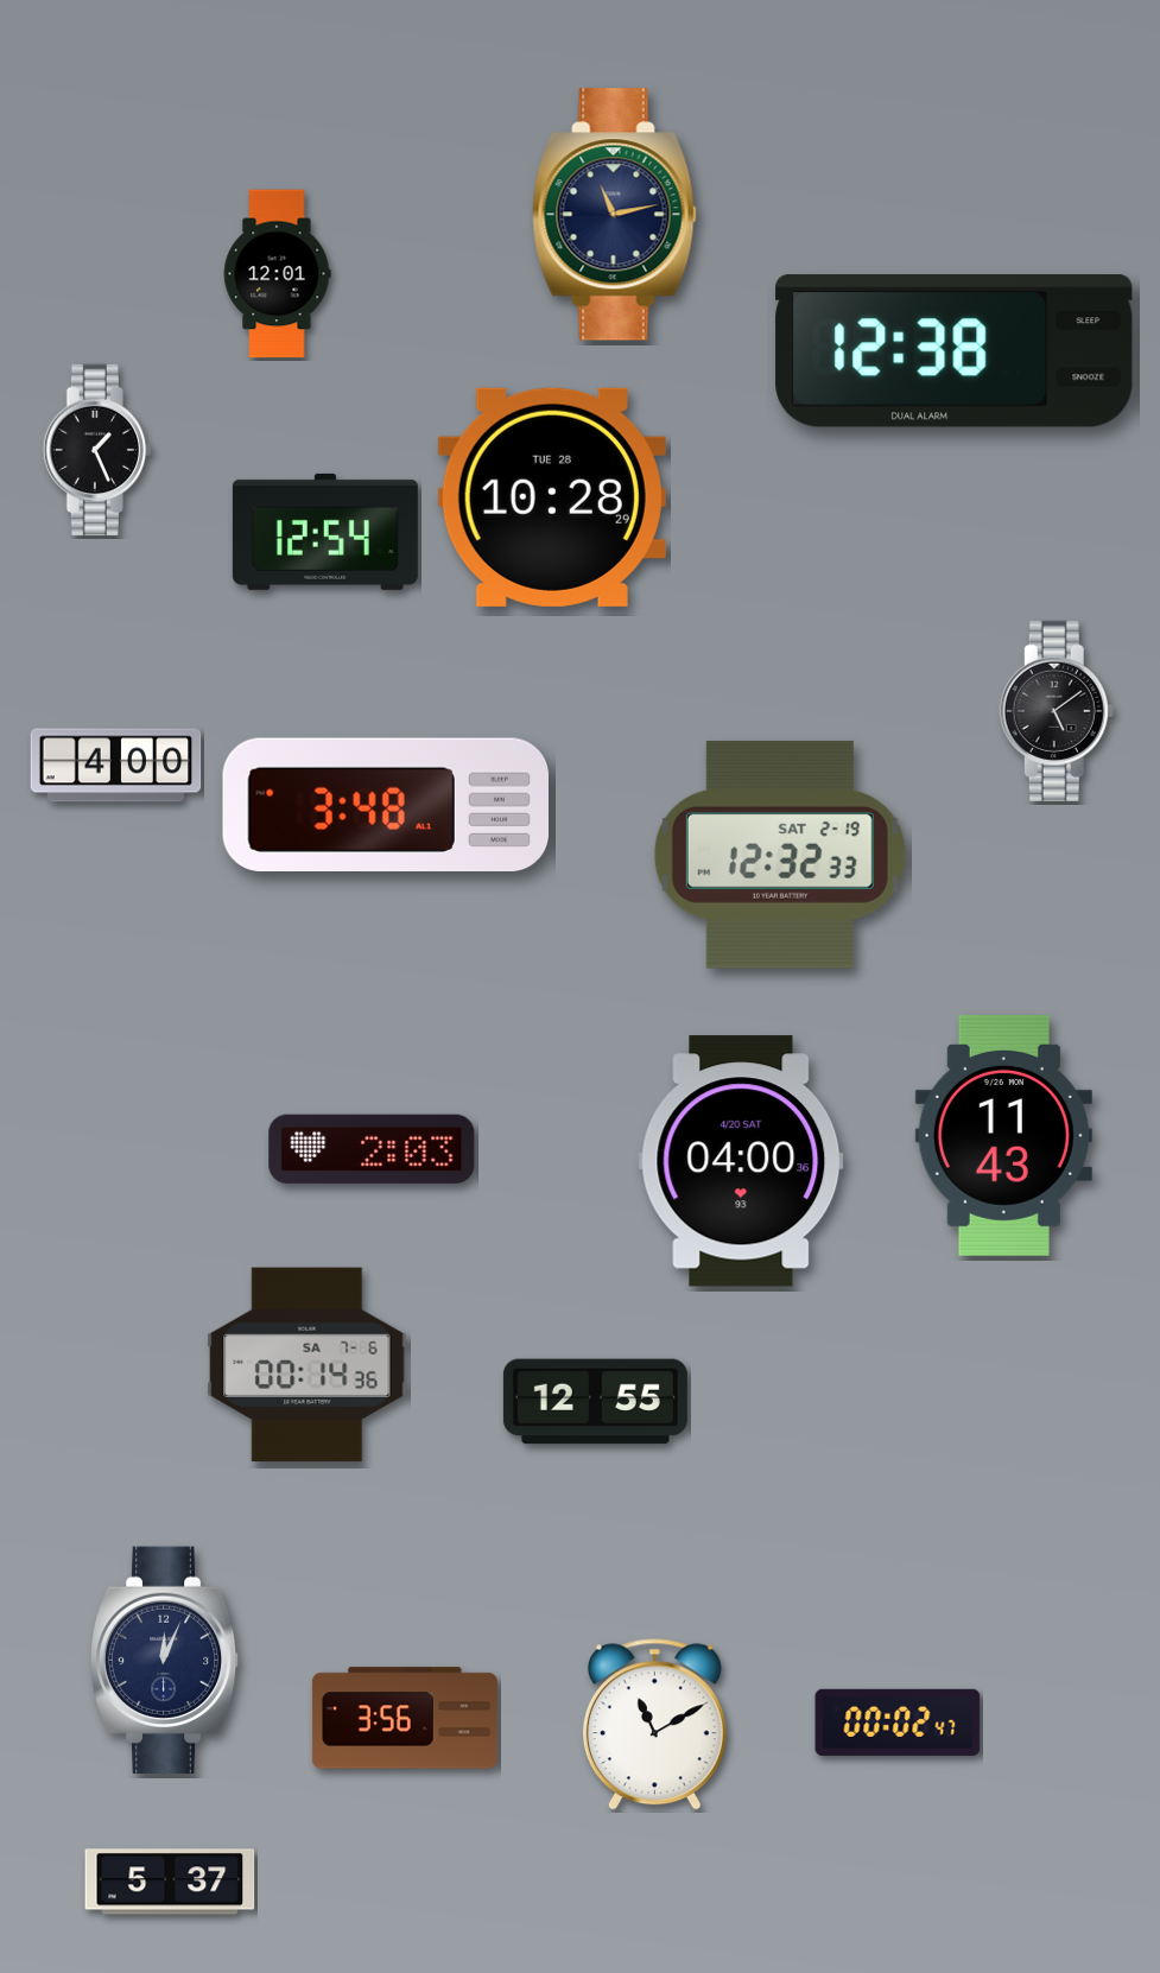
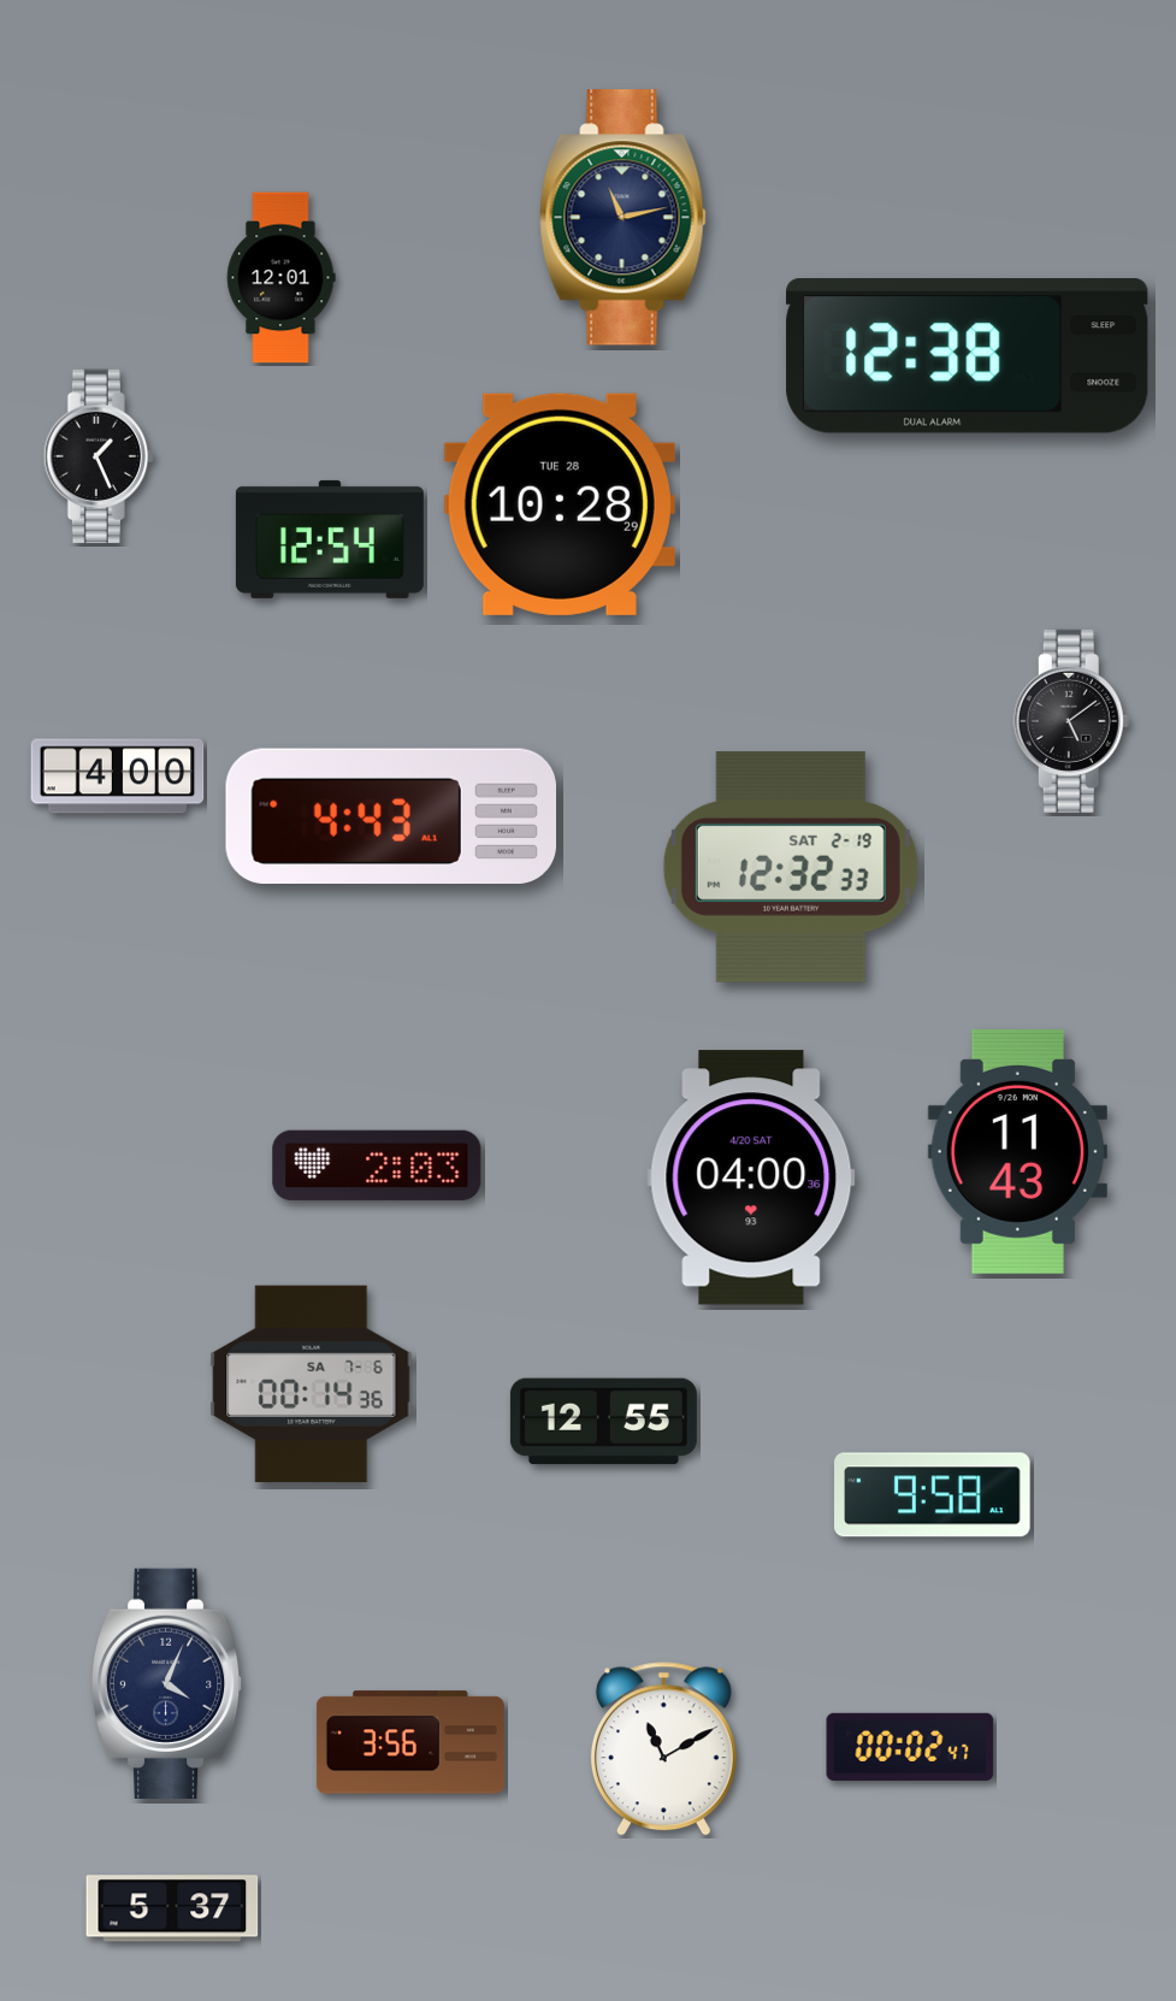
clock at (385, 804): 3:48 -> 4:43
clock at (933, 1495): none -> 9:58
clock at (165, 1660): 12:04 -> 4:04
